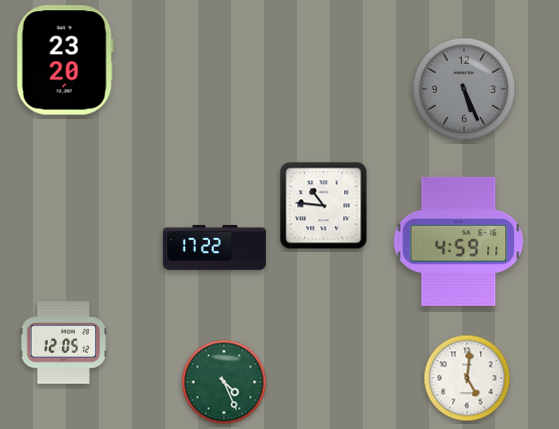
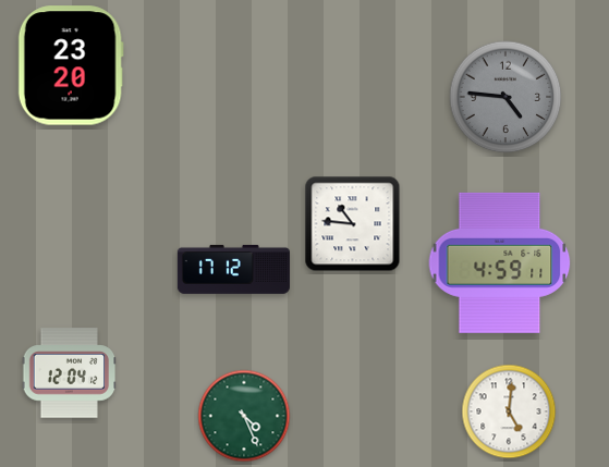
clock at (464, 89): 5:26 -> 4:46
clock at (214, 247): 17:22 -> 17:12
clock at (64, 343): 12:05 -> 12:04
